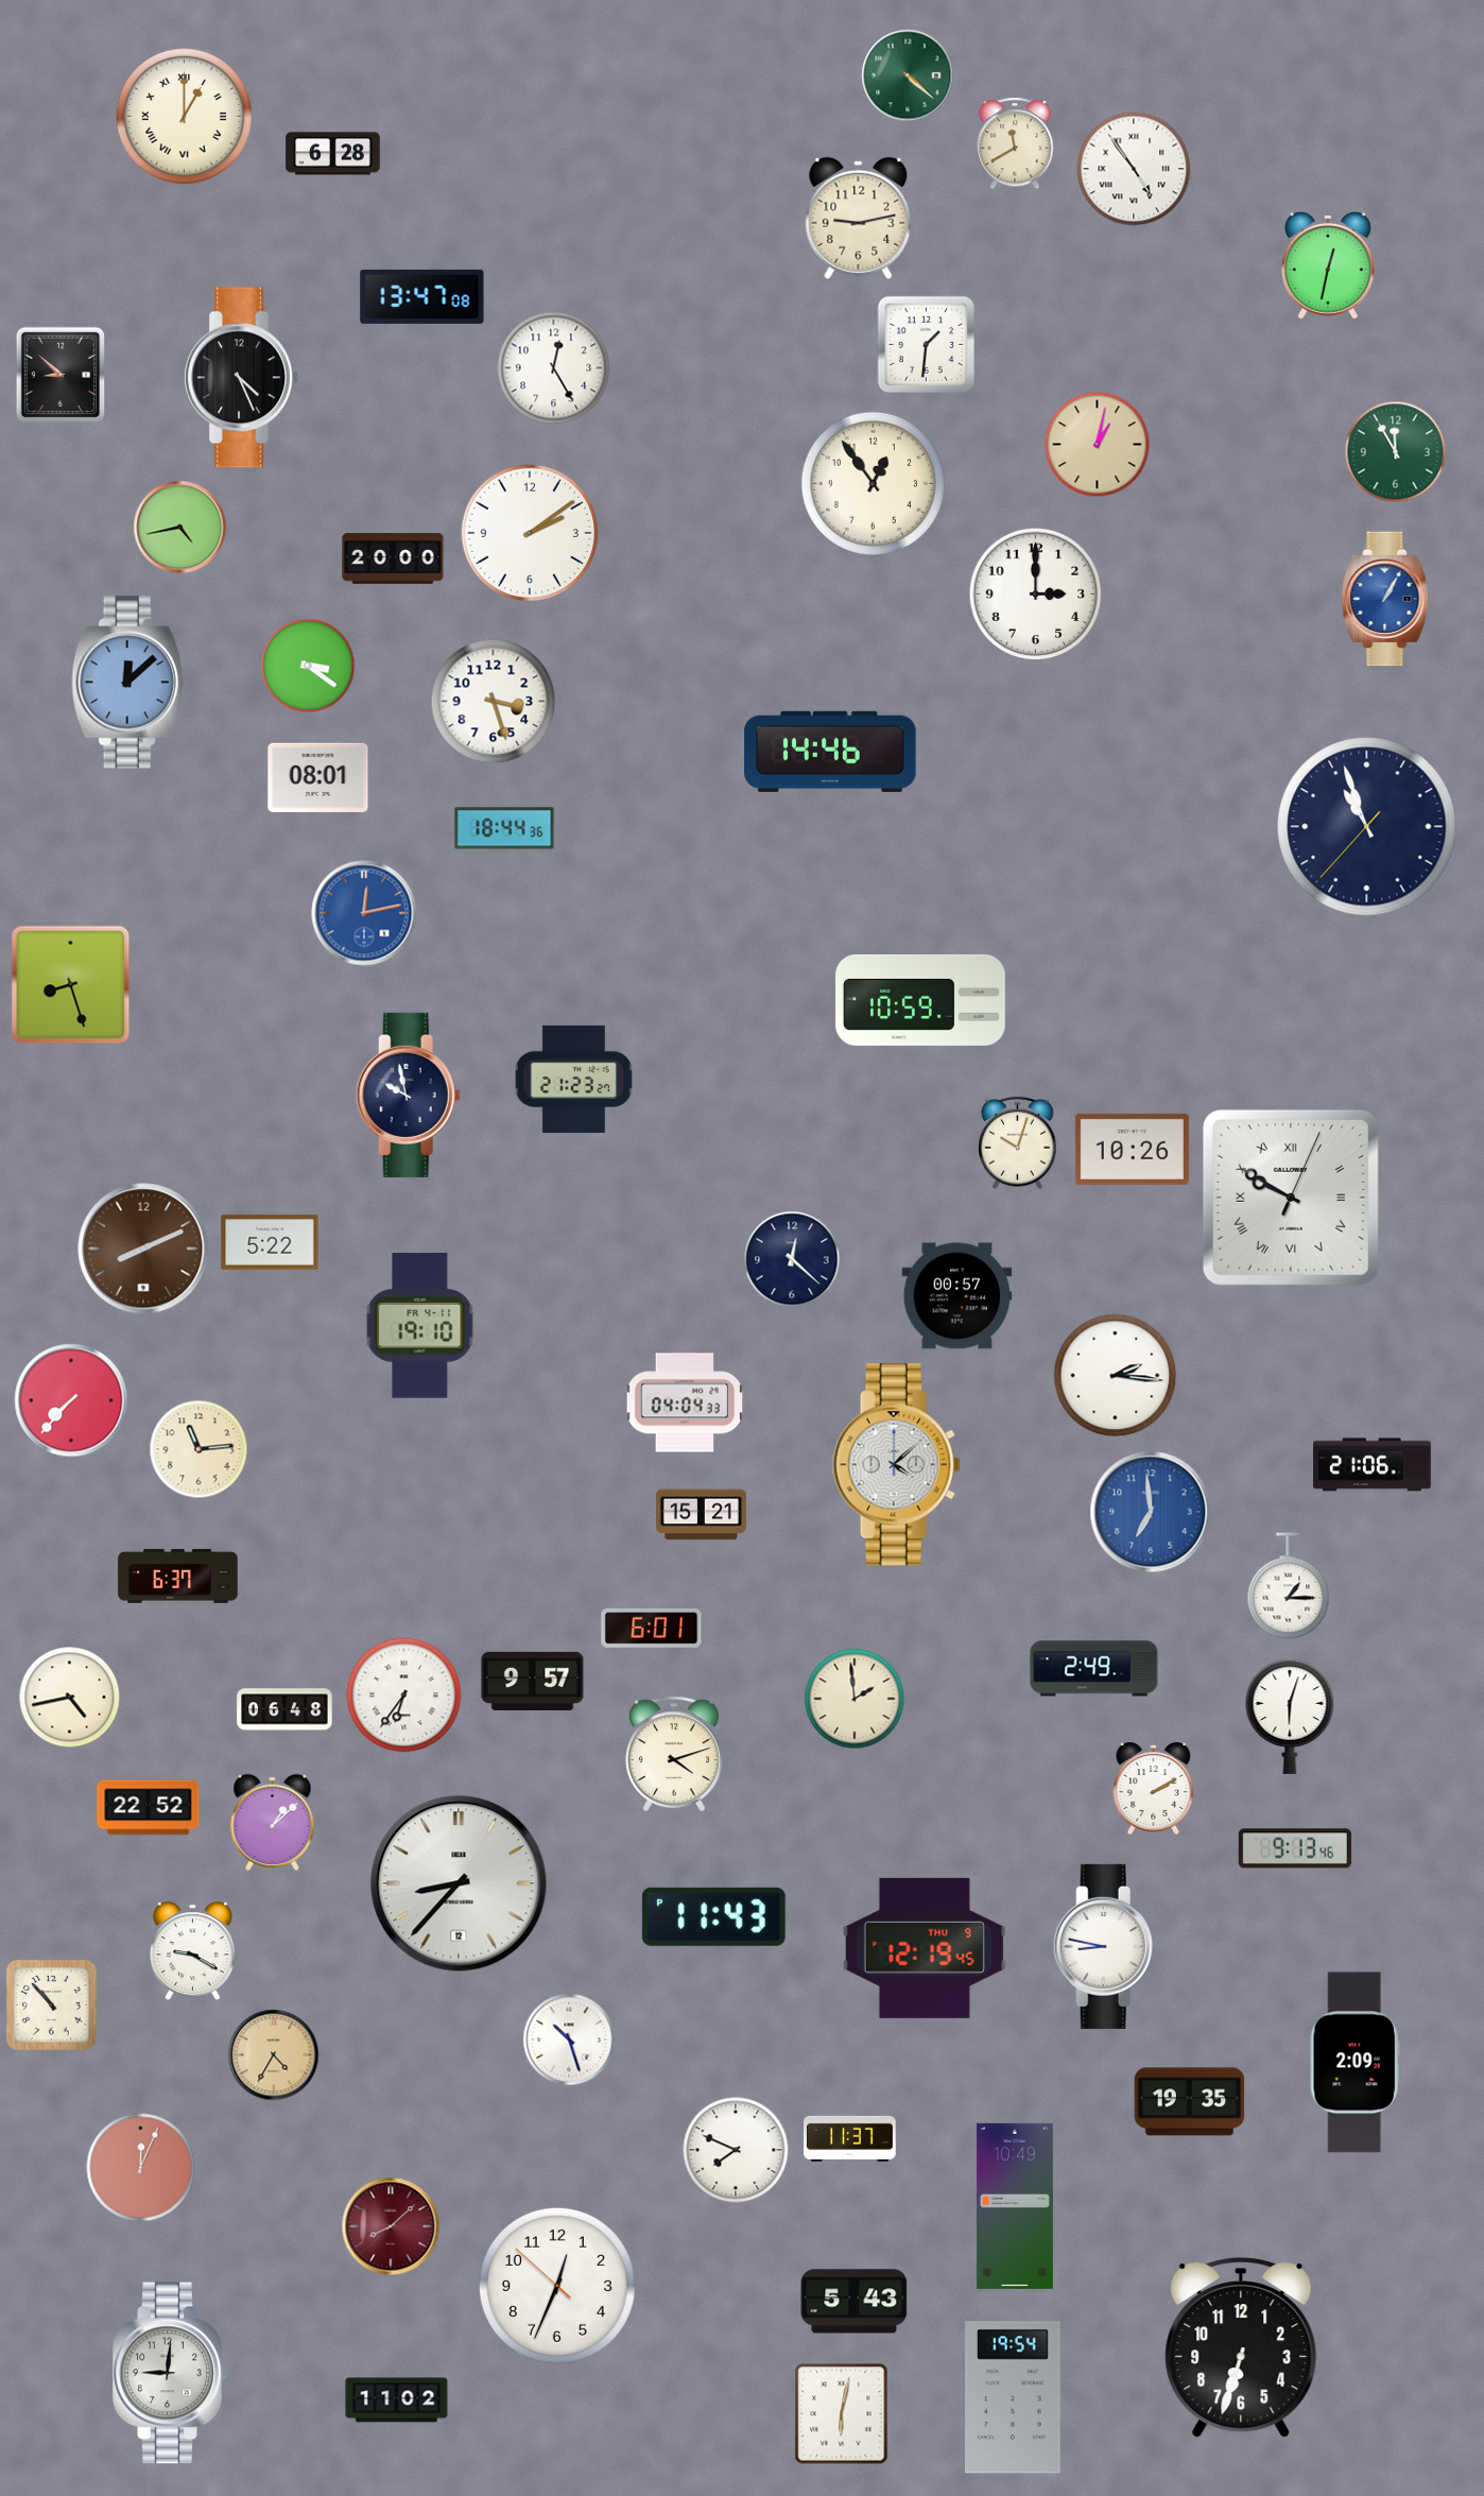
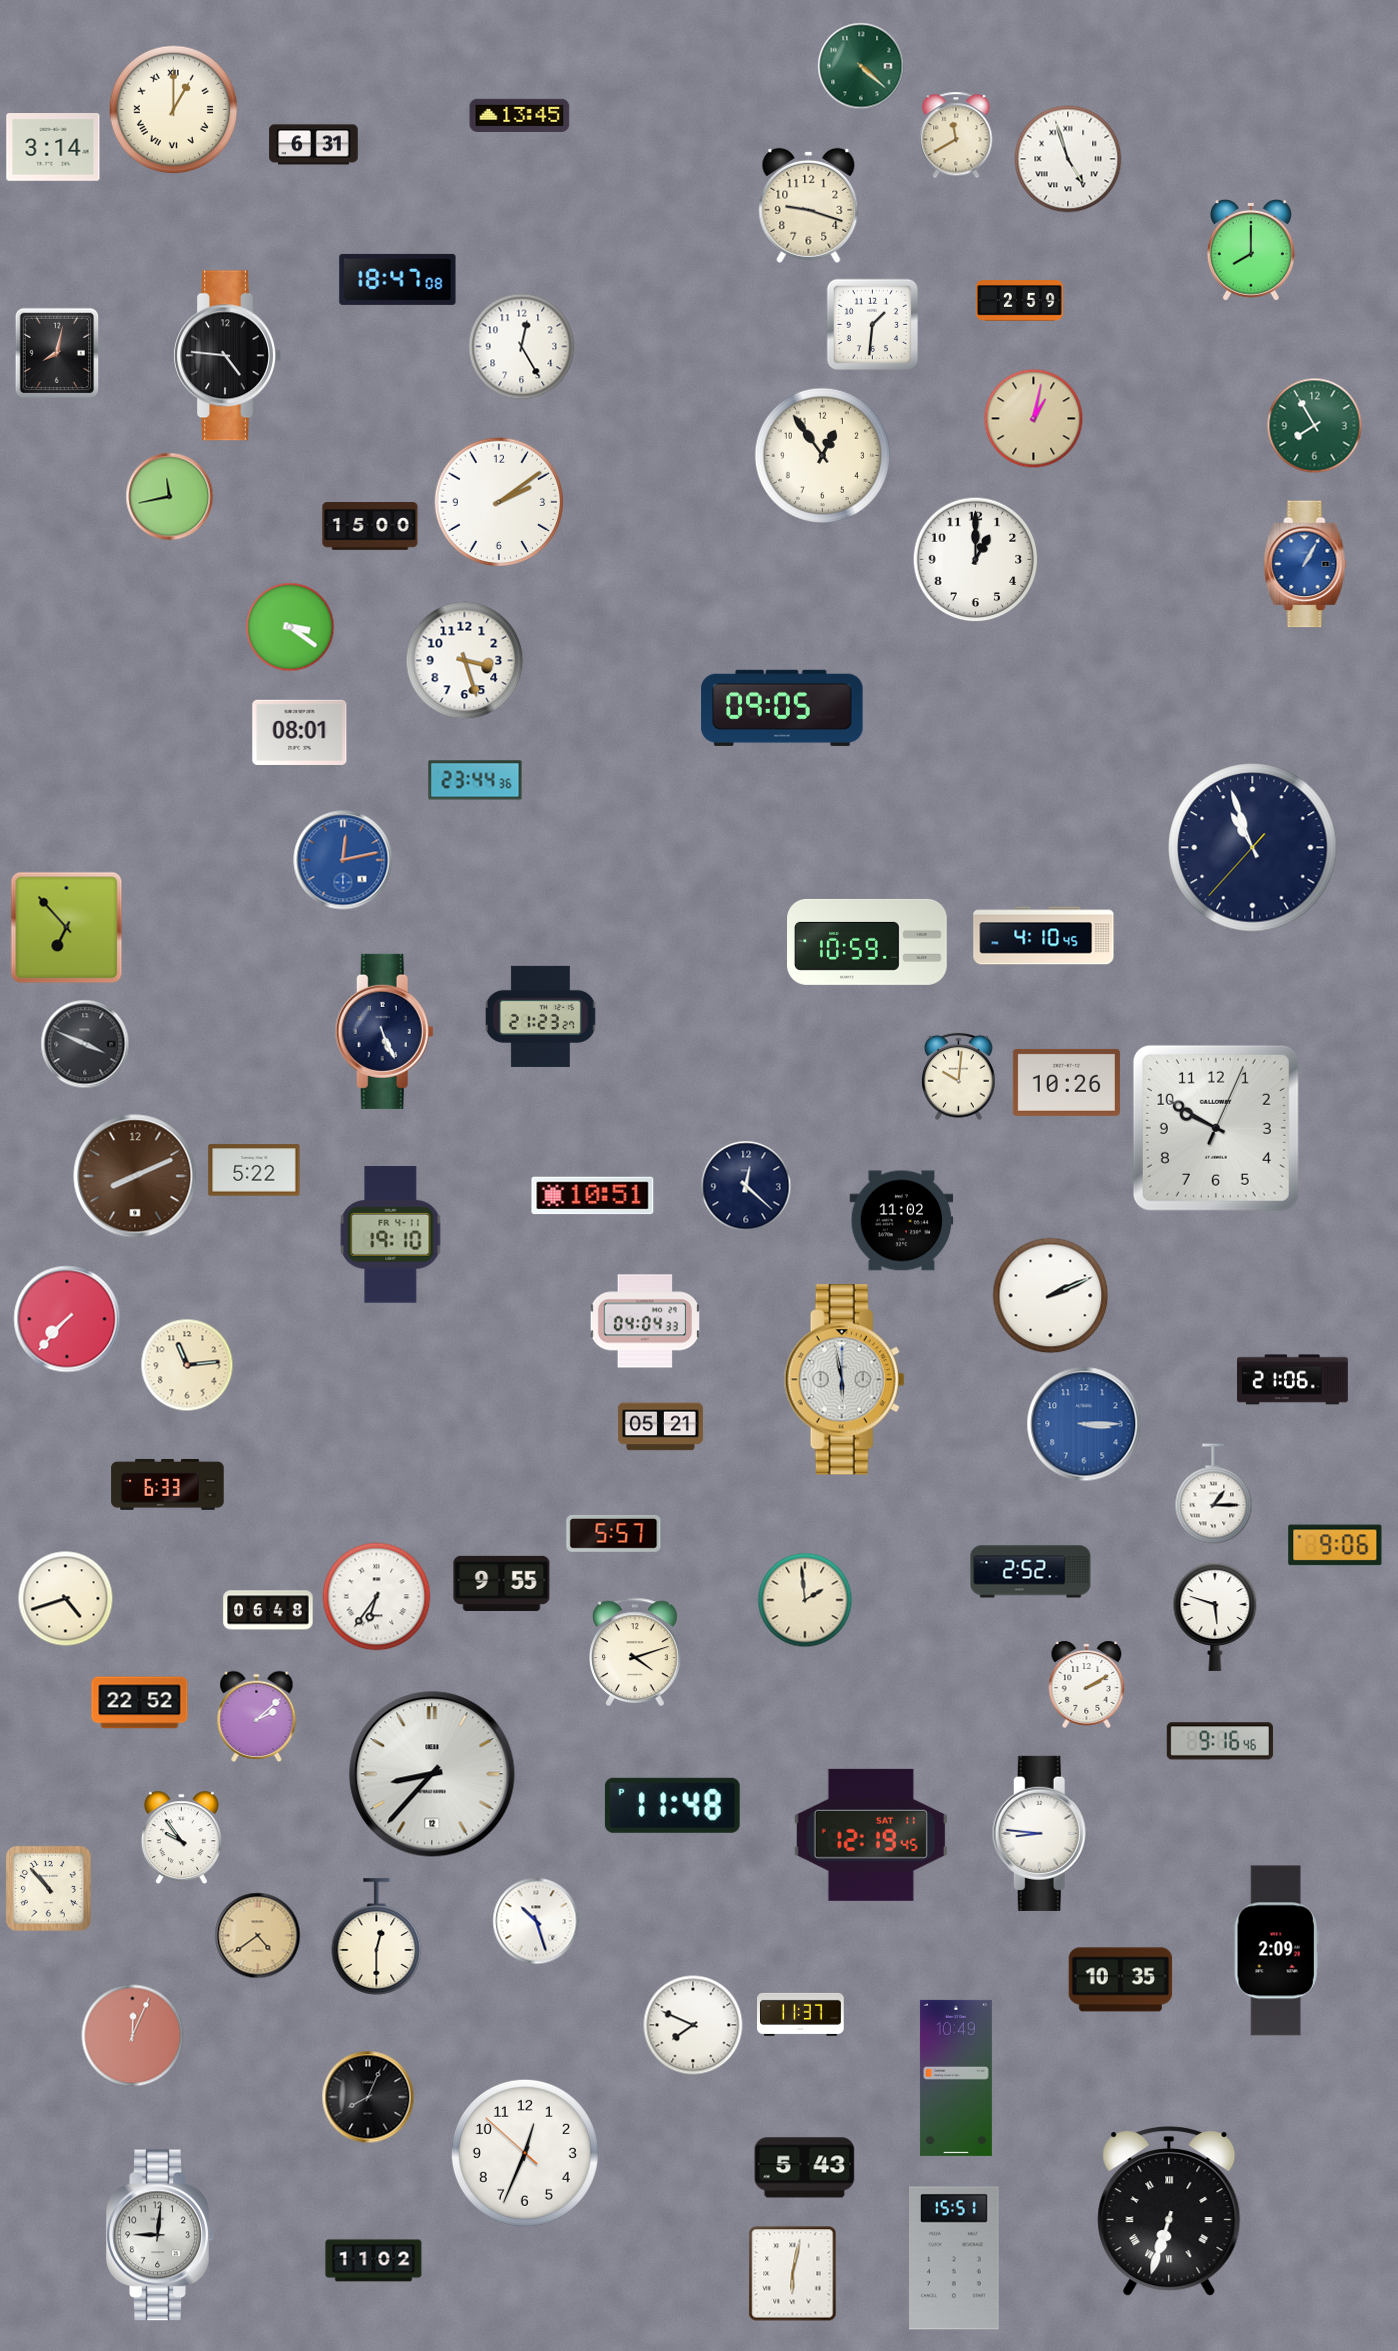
clock at (908, 75) position: (908, 75) -> (861, 66)
clock at (520, 115): none -> 13:45
clock at (333, 154): 6:28 -> 6:31
clock at (53, 148): none -> 3:14
clock at (1134, 169): 4:54 -> 4:57
clock at (859, 218): 9:13 -> 9:18
clock at (1328, 265): 12:32 -> 8:00
clock at (422, 296): 13:47 -> 18:47
clock at (1020, 301): none -> 2:59
clock at (61, 375): 8:52 -> 8:02
clock at (241, 378): 4:26 -> 4:46
clock at (1396, 452): 11:55 -> 7:55
clock at (180, 528): 4:43 -> 11:43
clock at (393, 560): 20:00 -> 15:00
clock at (1036, 595): 3:00 -> 1:00
clock at (128, 683): 12:08 -> none
clock at (830, 752): 14:46 -> 09:05
clock at (1367, 827) position: (1367, 827) -> (1253, 848)
clock at (504, 828): 18:44 -> 23:44
clock at (71, 985): 8:27 -> 6:53
clock at (1044, 936): none -> 4:10
clock at (408, 1095): 9:58 -> 5:26
clock at (85, 1044): none -> 3:49
clock at (1018, 1143): 10:03 -> 10:01
clock at (1291, 1198) numerals: Roman -> Arabic
clock at (593, 1196): none -> 10:51
clock at (957, 1296): 00:57 -> 11:02
clock at (420, 1326) position: (420, 1326) -> (391, 1235)
clock at (1116, 1376): 2:16 -> 2:11
clock at (896, 1465): 4:08 -> 5:58
clock at (1151, 1512): 6:59 -> 3:15
clock at (701, 1515): 15:21 -> 05:21
clock at (178, 1576): 6:37 -> 6:33
clock at (652, 1628): 6:01 -> 5:57
clock at (1335, 1545): none -> 9:06
clock at (1094, 1669): 2:49 -> 2:52
clock at (533, 1681): 9:57 -> 9:55
clock at (404, 1695) position: (404, 1695) -> (377, 1597)
clock at (70, 1698): 4:43 -> 4:42
clock at (1290, 1717): 6:03 -> 5:48
clock at (273, 1822): 1:08 -> 2:08
clock at (1295, 1848): 9:13 -> 9:16
clock at (713, 1916): 11:43 -> 11:48
clock at (1105, 1946): 8:47 -> 8:46
clock at (925, 1948) date: THU 9 -> SAT 11
clock at (192, 1951): 9:20 -> 9:54
clock at (274, 2055): 4:35 -> 4:39
clock at (377, 1937): none -> 12:30
clock at (1354, 2063) position: (1354, 2063) -> (1276, 1951)
clock at (1190, 2102): 19:35 -> 10:35
clock at (141, 2168) position: (141, 2168) -> (133, 2036)
clock at (391, 2226): 8:08 -> 8:04
clock at (391, 2226) dial: burgundy -> black
clock at (1241, 2348) numerals: Arabic -> Roman
clock at (1014, 2397): 19:54 -> 15:51
